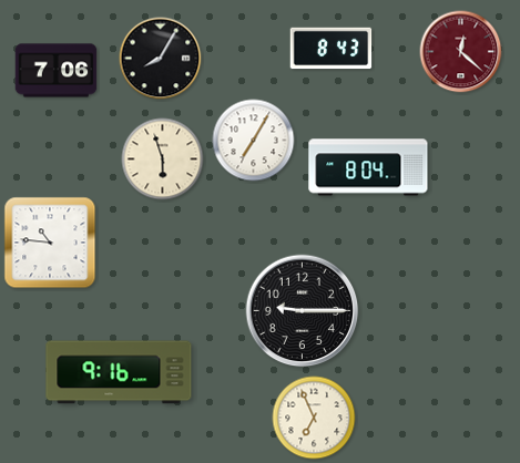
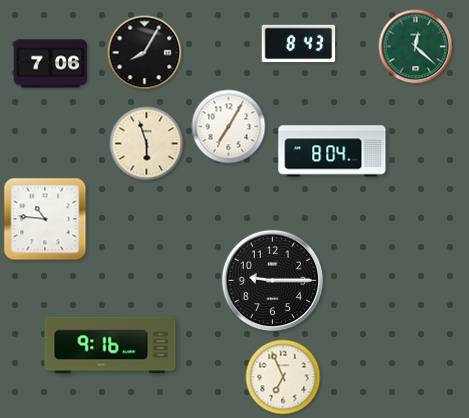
clock at (461, 52) dial: burgundy -> green
clock at (119, 372) position: (119, 372) -> (110, 345)
